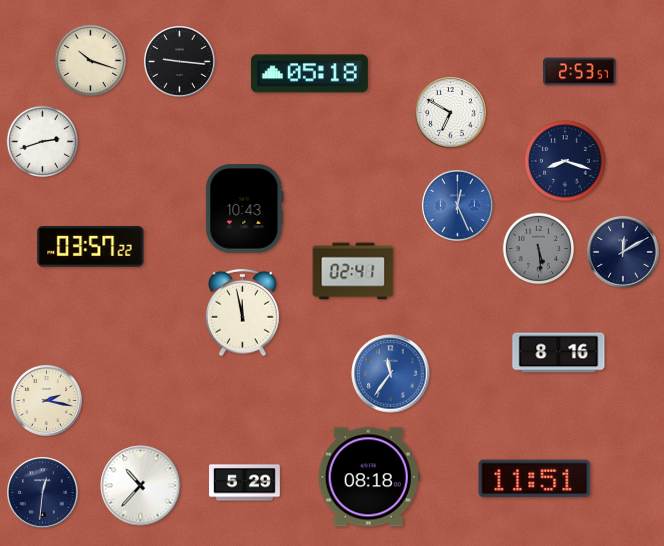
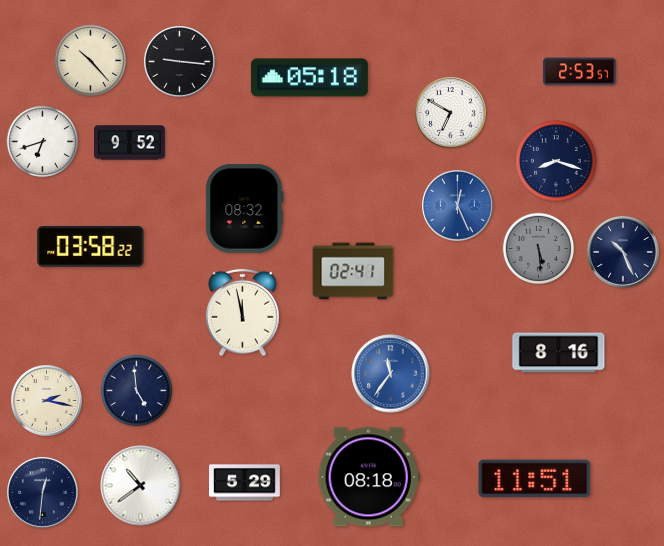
clock at (91, 61): 10:18 -> 10:23
clock at (309, 74) position: (309, 74) -> (309, 78)
clock at (43, 142): 2:42 -> 6:42
clock at (130, 143): none -> 9:52
clock at (565, 161) position: (565, 161) -> (556, 161)
clock at (245, 209): 10:43 -> 08:32
clock at (91, 247): 03:57 -> 03:58
clock at (624, 253): 12:10 -> 10:26
clock at (137, 391): none -> 4:59
clock at (141, 486): 10:37 -> 10:39
